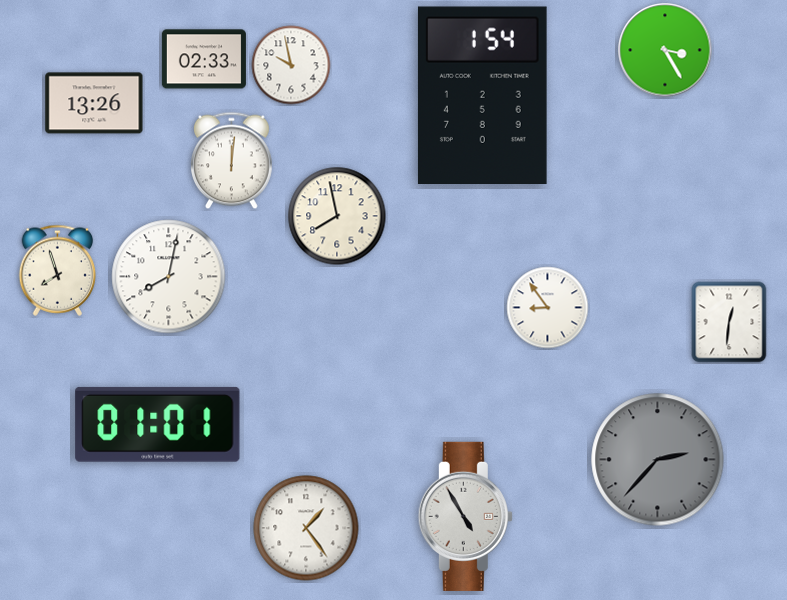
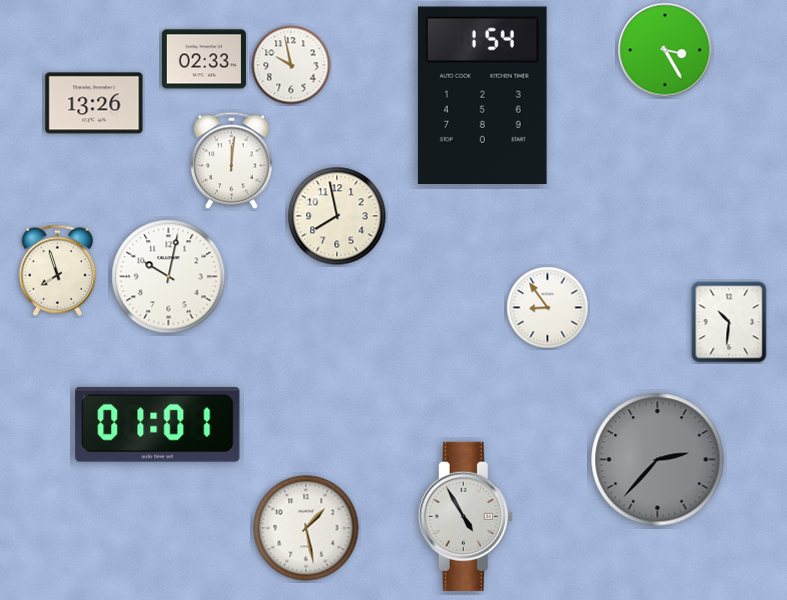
clock at (169, 277): 8:02 -> 10:02
clock at (729, 322): 12:31 -> 10:31
clock at (306, 528): 1:24 -> 1:28
